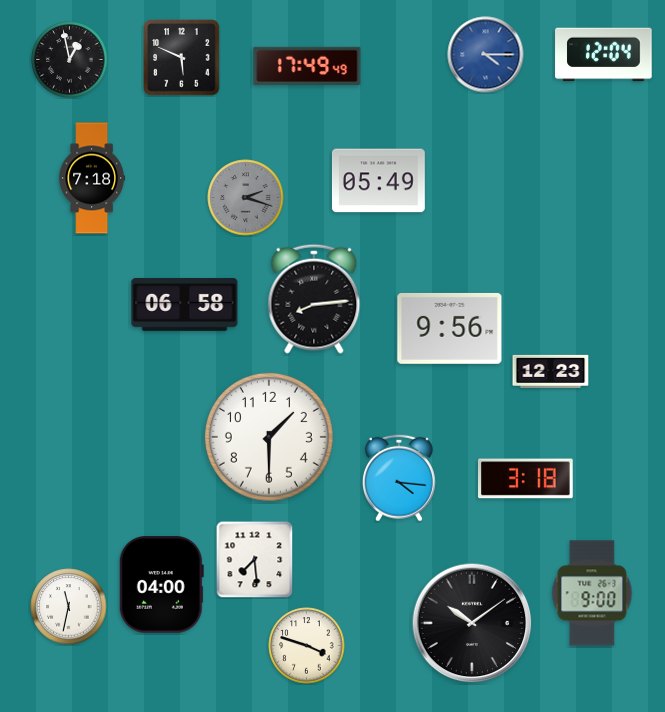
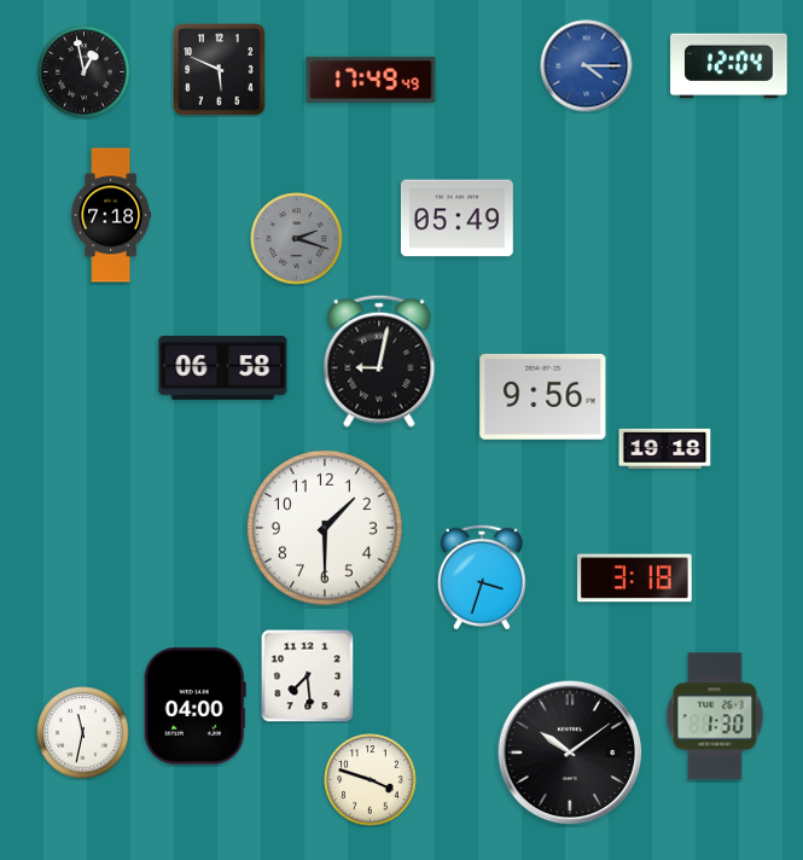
clock at (314, 299): 8:14 -> 9:02
clock at (551, 371): 12:23 -> 19:18
clock at (399, 478): 4:16 -> 3:33
clock at (592, 593): 9:00 -> 1:30
